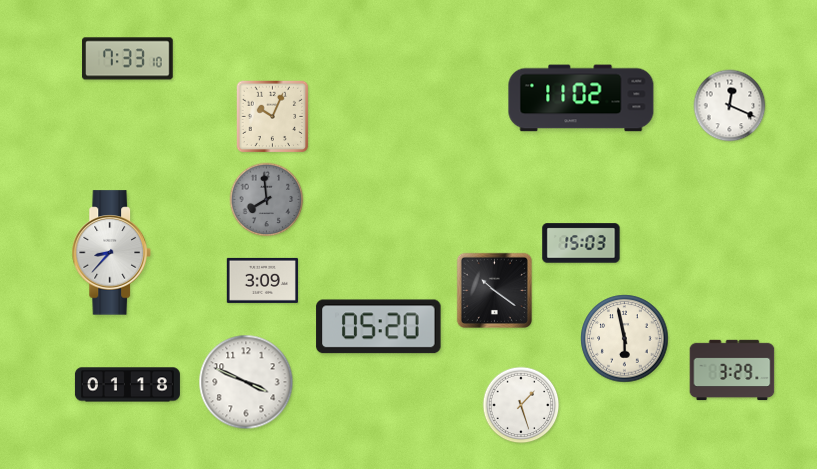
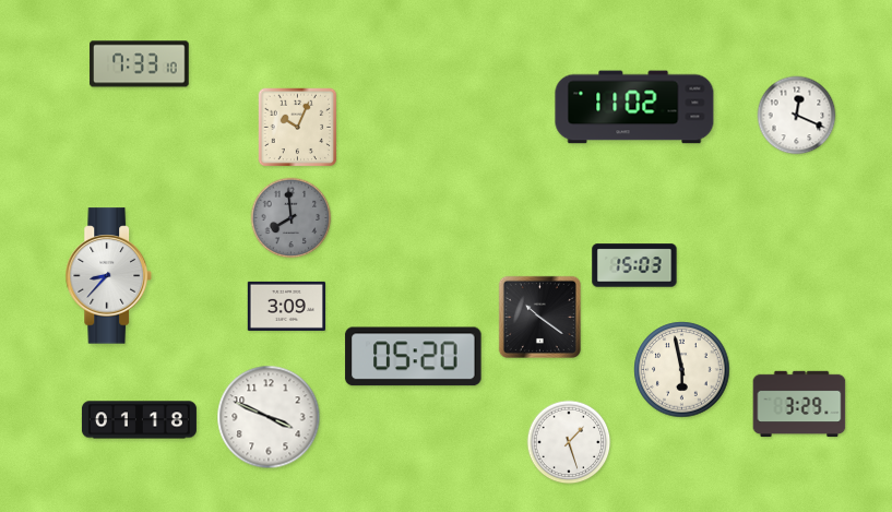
clock at (111, 253) position: (111, 253) -> (108, 276)
